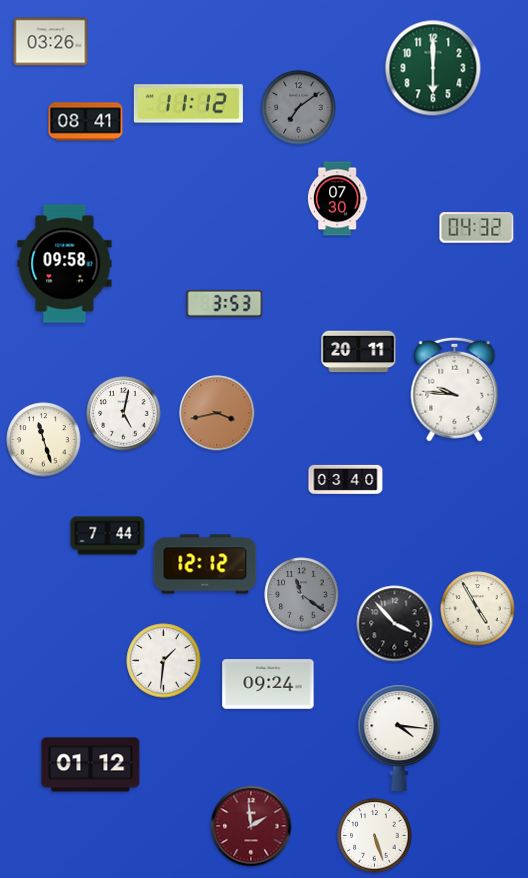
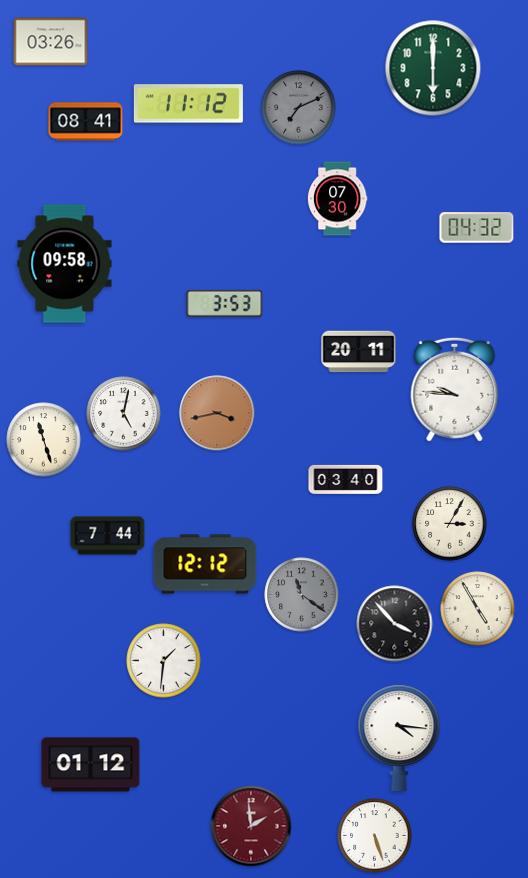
clock at (299, 108): 7:09 -> 7:11
clock at (450, 524): none -> 3:05
clock at (268, 684): 09:24 -> none
